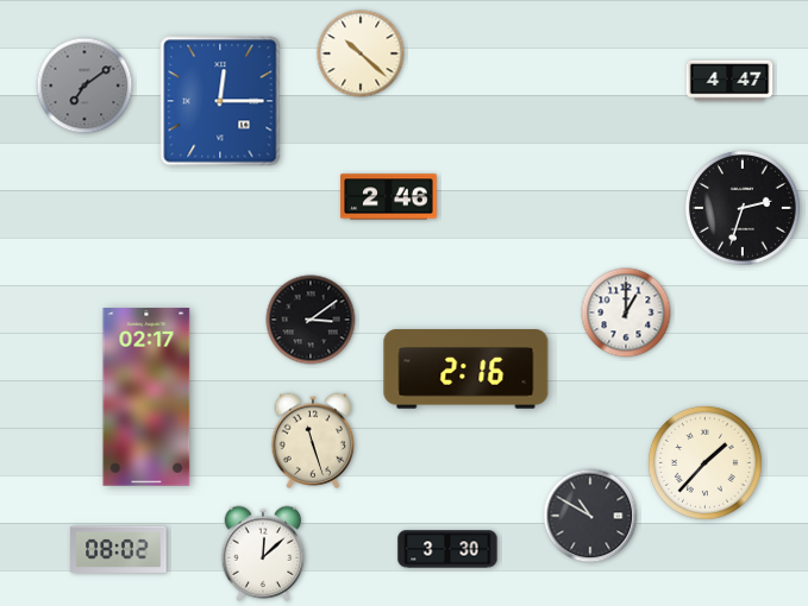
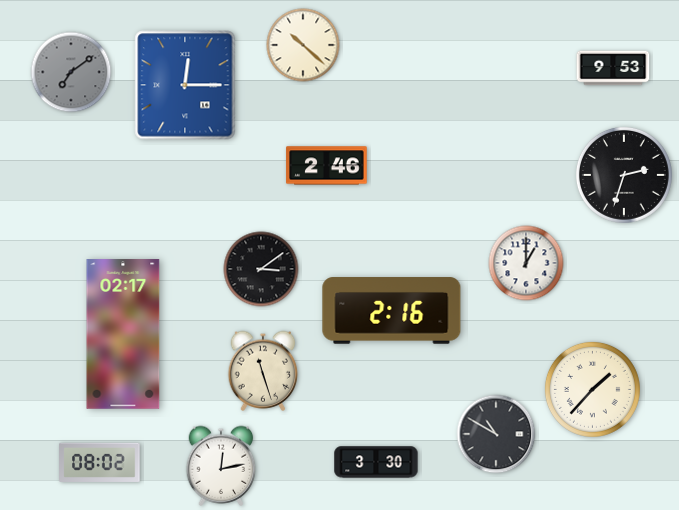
clock at (729, 81): 4:47 -> 9:53
clock at (263, 554): 12:08 -> 12:13
